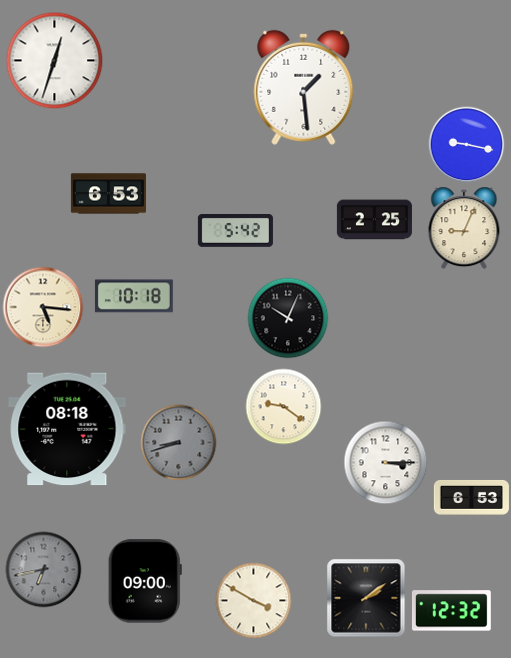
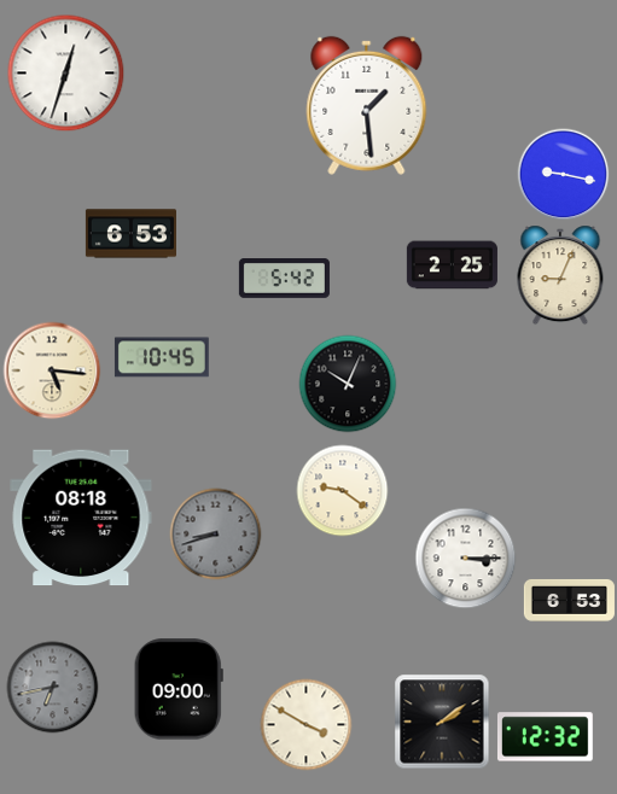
clock at (134, 296): 10:18 -> 10:45
clock at (145, 581) position: (145, 581) -> (179, 689)
